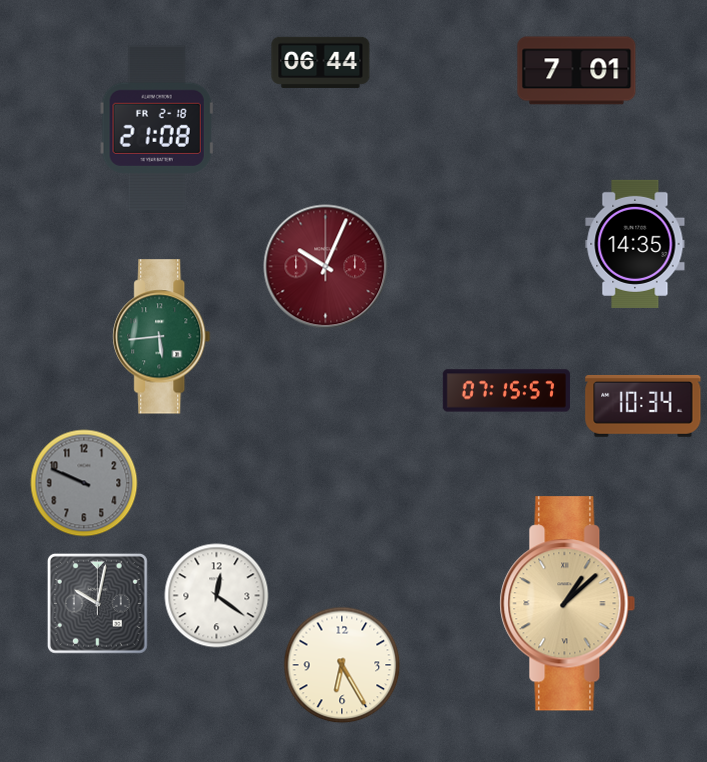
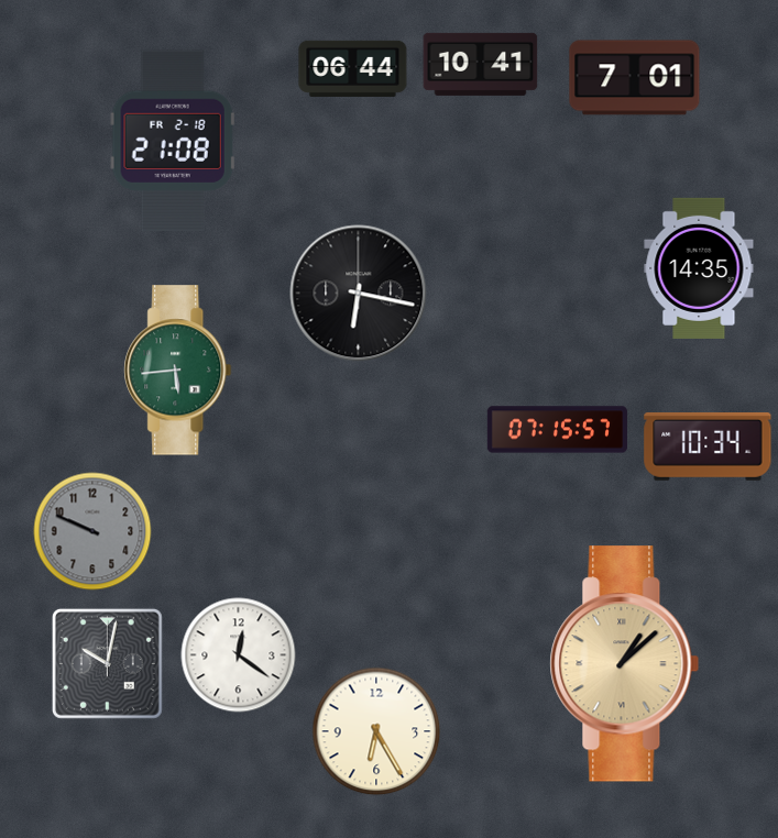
clock at (481, 64): none -> 10:41
clock at (326, 267): 10:04 -> 6:17
clock at (326, 267) dial: burgundy -> black
